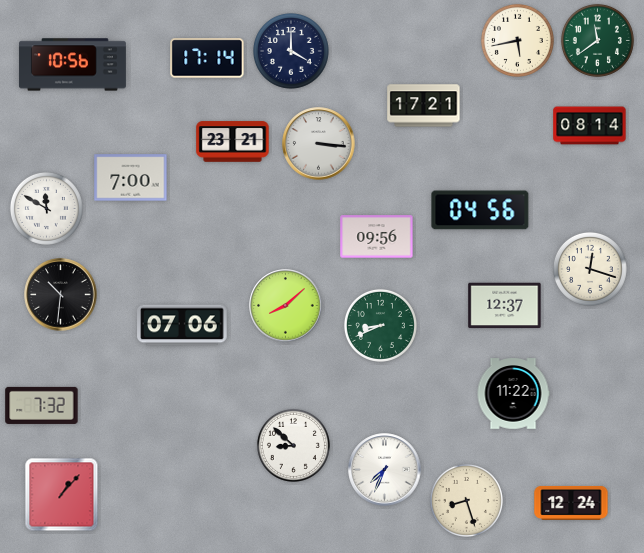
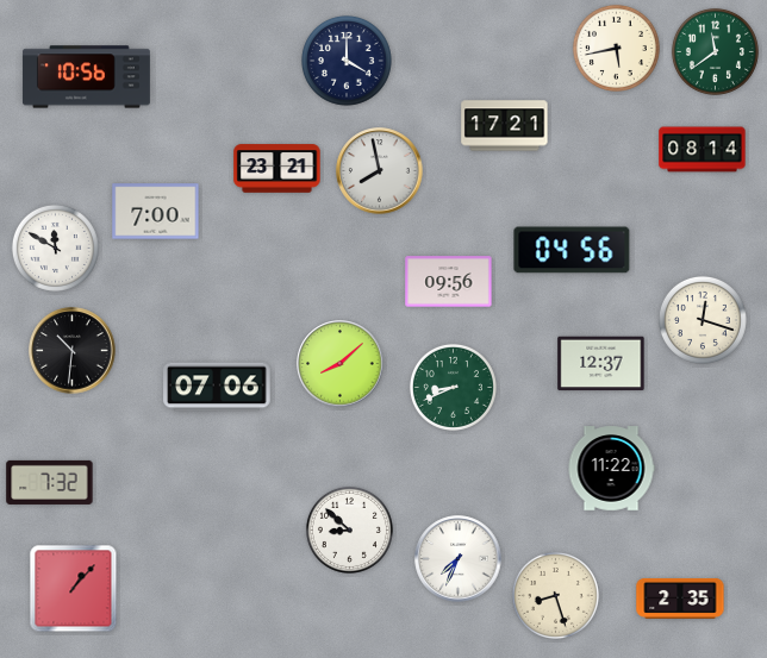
clock at (597, 40) position: (597, 40) -> (715, 51)
clock at (207, 58): 17:14 -> none
clock at (319, 144): 3:16 -> 7:58
clock at (571, 503): 12:24 -> 2:35
